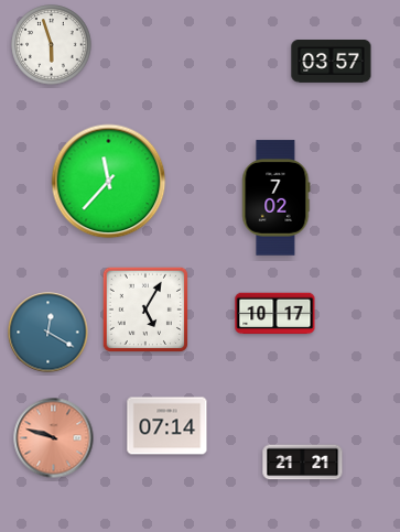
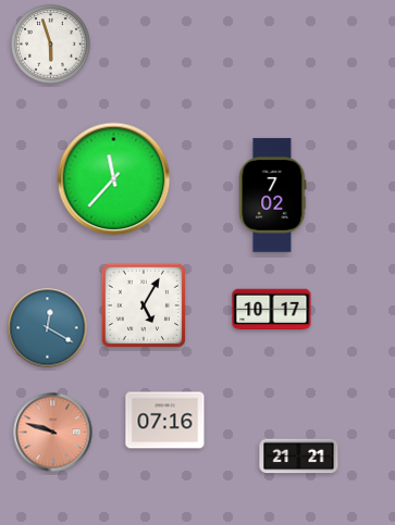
clock at (332, 62): 03:57 -> none
clock at (109, 182) position: (109, 182) -> (114, 179)
clock at (167, 426): 07:14 -> 07:16
